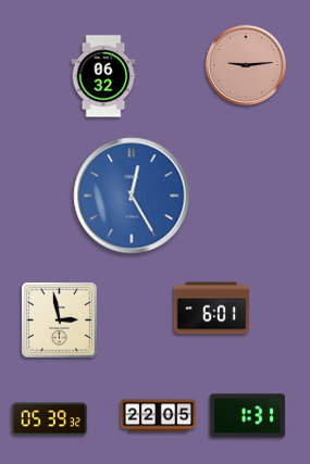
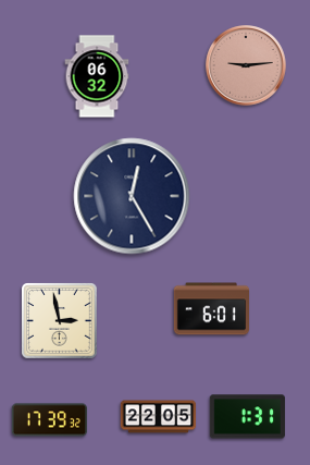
clock at (103, 76) position: (103, 76) -> (97, 76)
clock at (132, 196) dial: blue -> navy
clock at (49, 419): 05:39 -> 17:39
